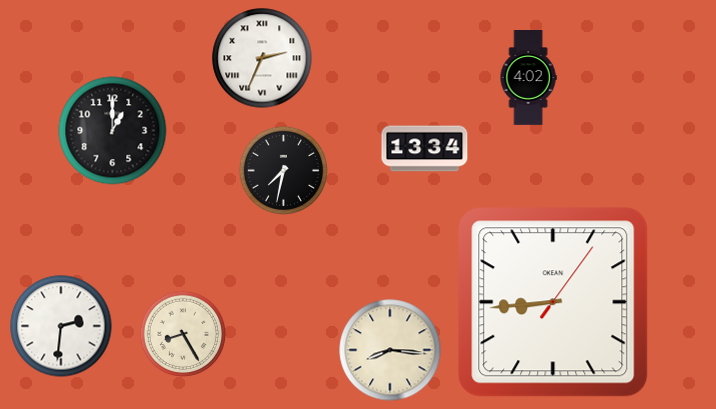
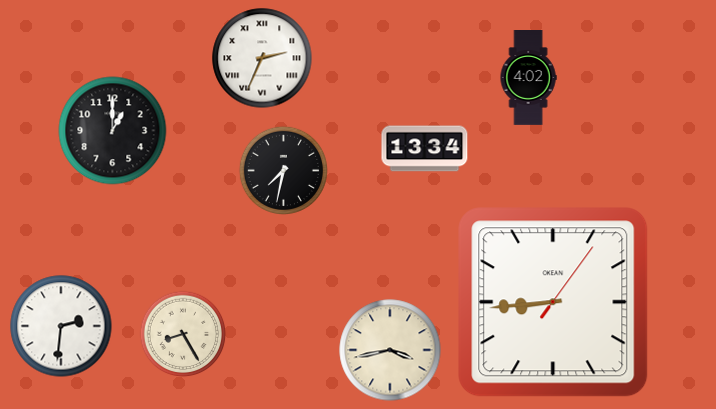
clock at (390, 350): 8:16 -> 3:43
